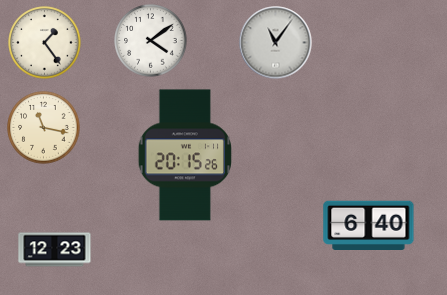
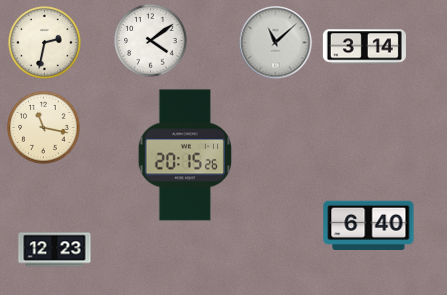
clock at (45, 43): 1:24 -> 2:32
clock at (276, 43): 11:06 -> 11:08
clock at (364, 47): none -> 3:14
